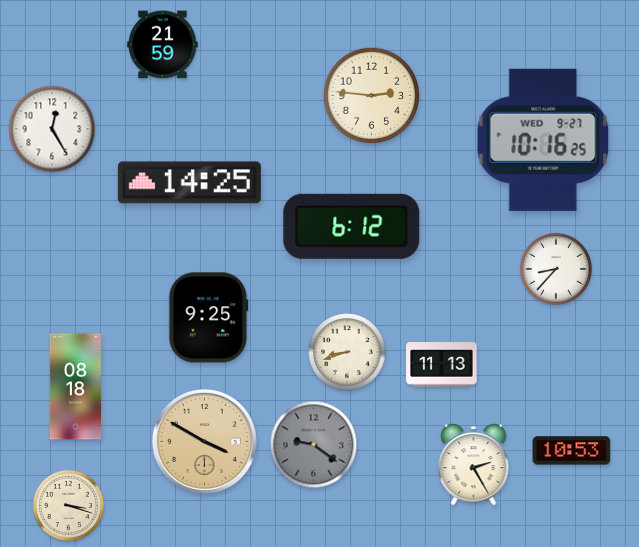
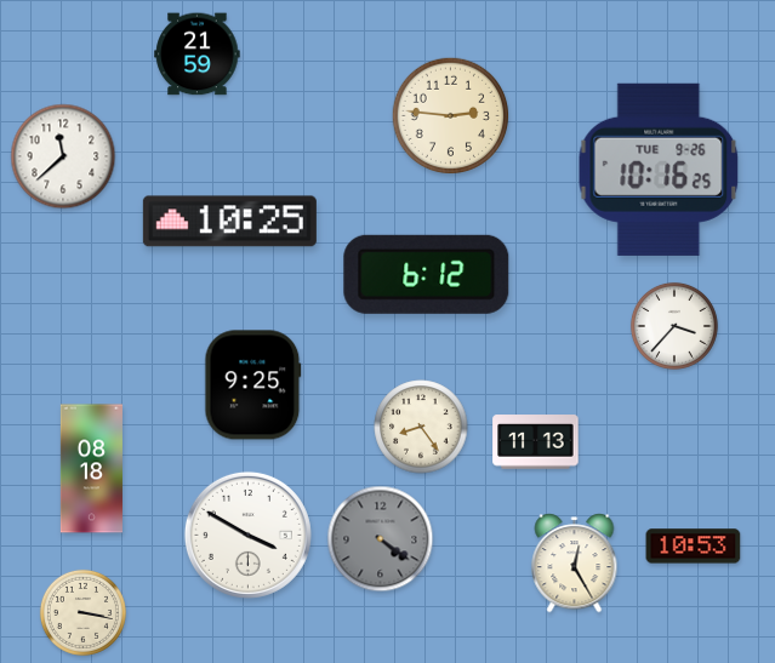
clock at (52, 129): 12:25 -> 11:38
clock at (543, 140) date: WED 9-27 -> TUE 9-26
clock at (189, 183): 14:25 -> 10:25
clock at (556, 269): 8:37 -> 3:37
clock at (347, 352): 8:42 -> 8:24
clock at (204, 441) dial: champagne -> white
clock at (314, 445): 9:21 -> 4:21
clock at (474, 465): 2:25 -> 12:25
clock at (68, 505): 3:18 -> 3:17
